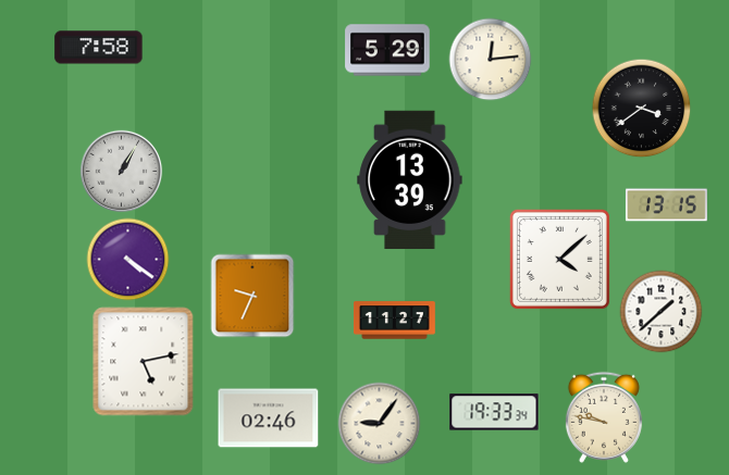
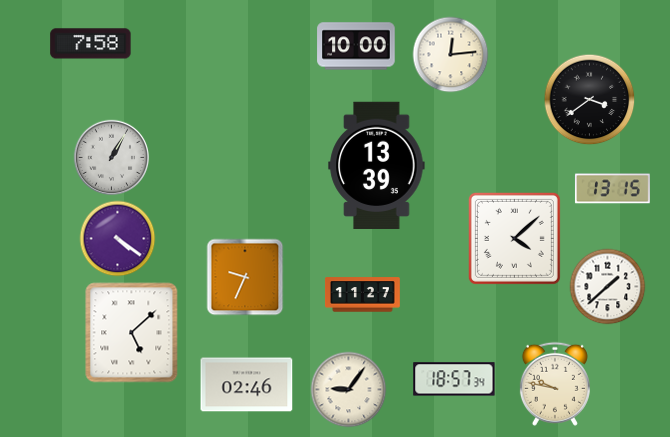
clock at (387, 50): 5:29 -> 10:00
clock at (252, 296) position: (252, 296) -> (245, 277)
clock at (144, 362): 5:13 -> 5:08
clock at (494, 412): 19:33 -> 18:57
